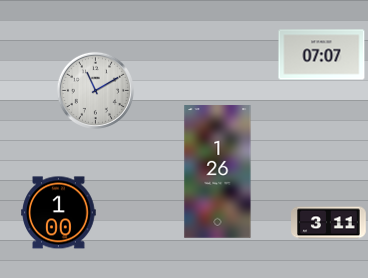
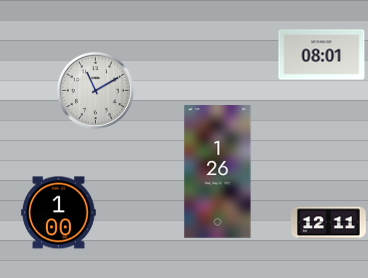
clock at (322, 55): 07:07 -> 08:01
clock at (329, 223): 3:11 -> 12:11
